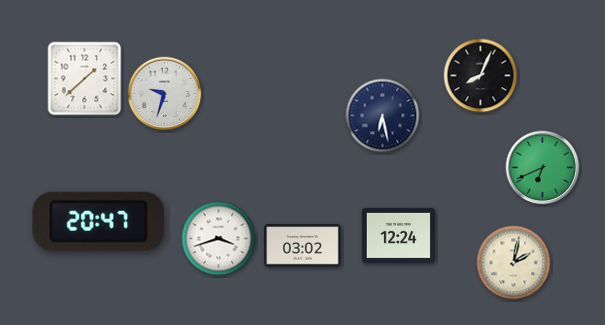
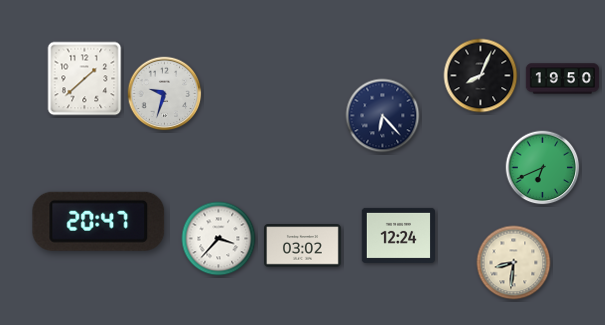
clock at (563, 79): none -> 19:50
clock at (383, 116): 6:28 -> 6:23
clock at (219, 239): 3:42 -> 3:37
clock at (514, 263): 2:02 -> 8:31
